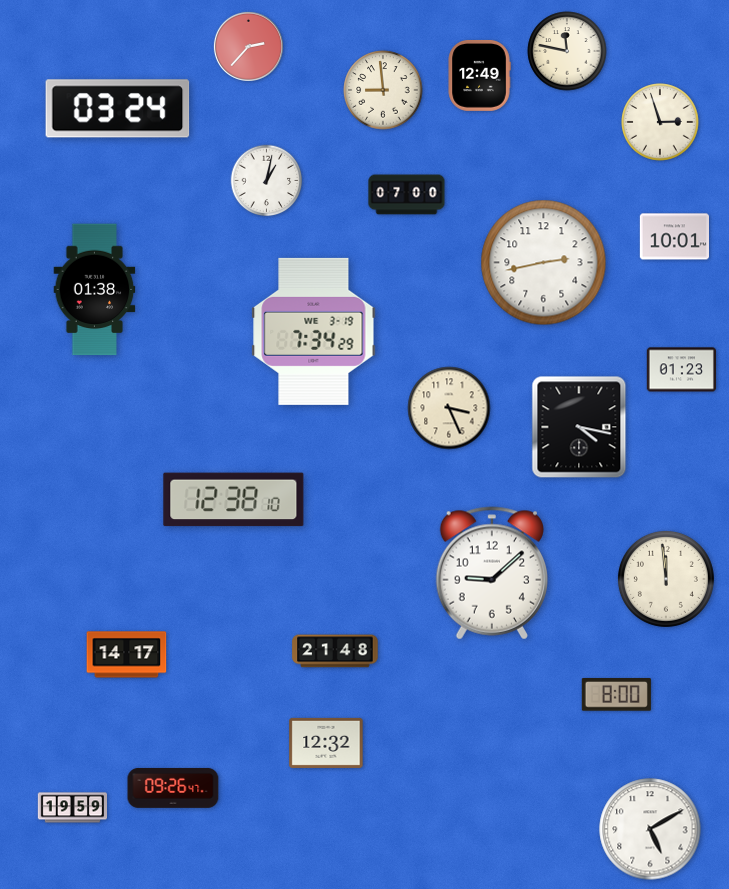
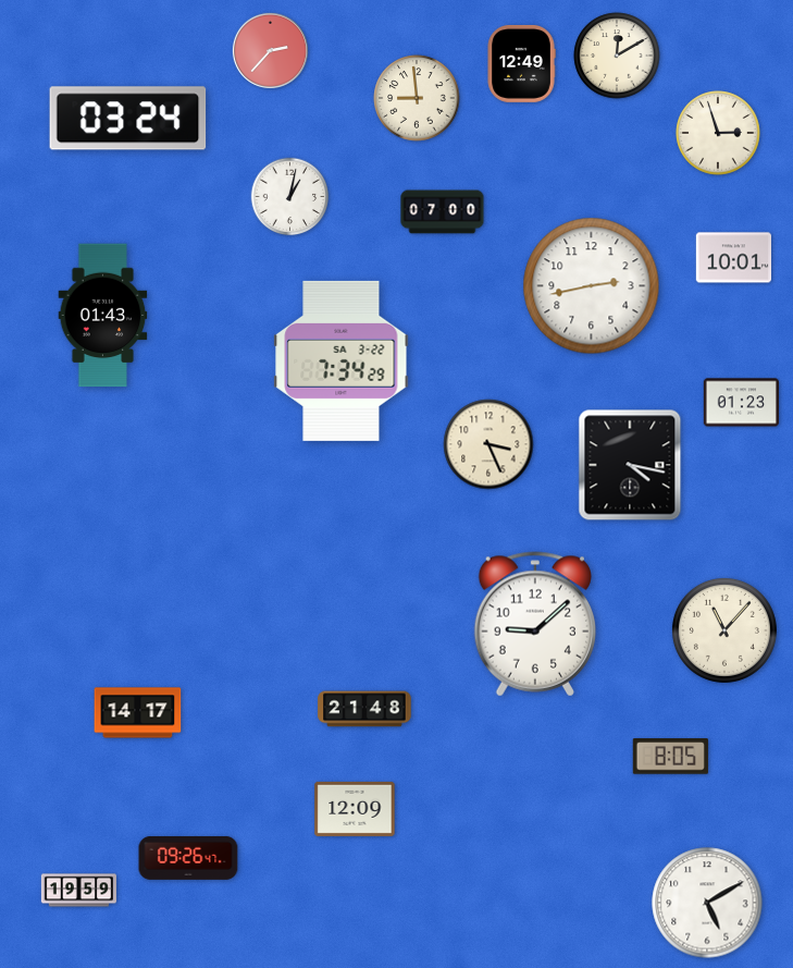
clock at (567, 51): 11:47 -> 12:10
clock at (479, 75) position: (479, 75) -> (521, 63)
clock at (95, 290): 01:38 -> 01:43
clock at (314, 331) date: WE 3-19 -> SA 3-22
clock at (234, 500): 12:38 -> none
clock at (666, 579): 11:59 -> 11:07
clock at (616, 695): 8:00 -> 8:05
clock at (326, 743): 12:32 -> 12:09
clock at (73, 808) position: (73, 808) -> (79, 891)
